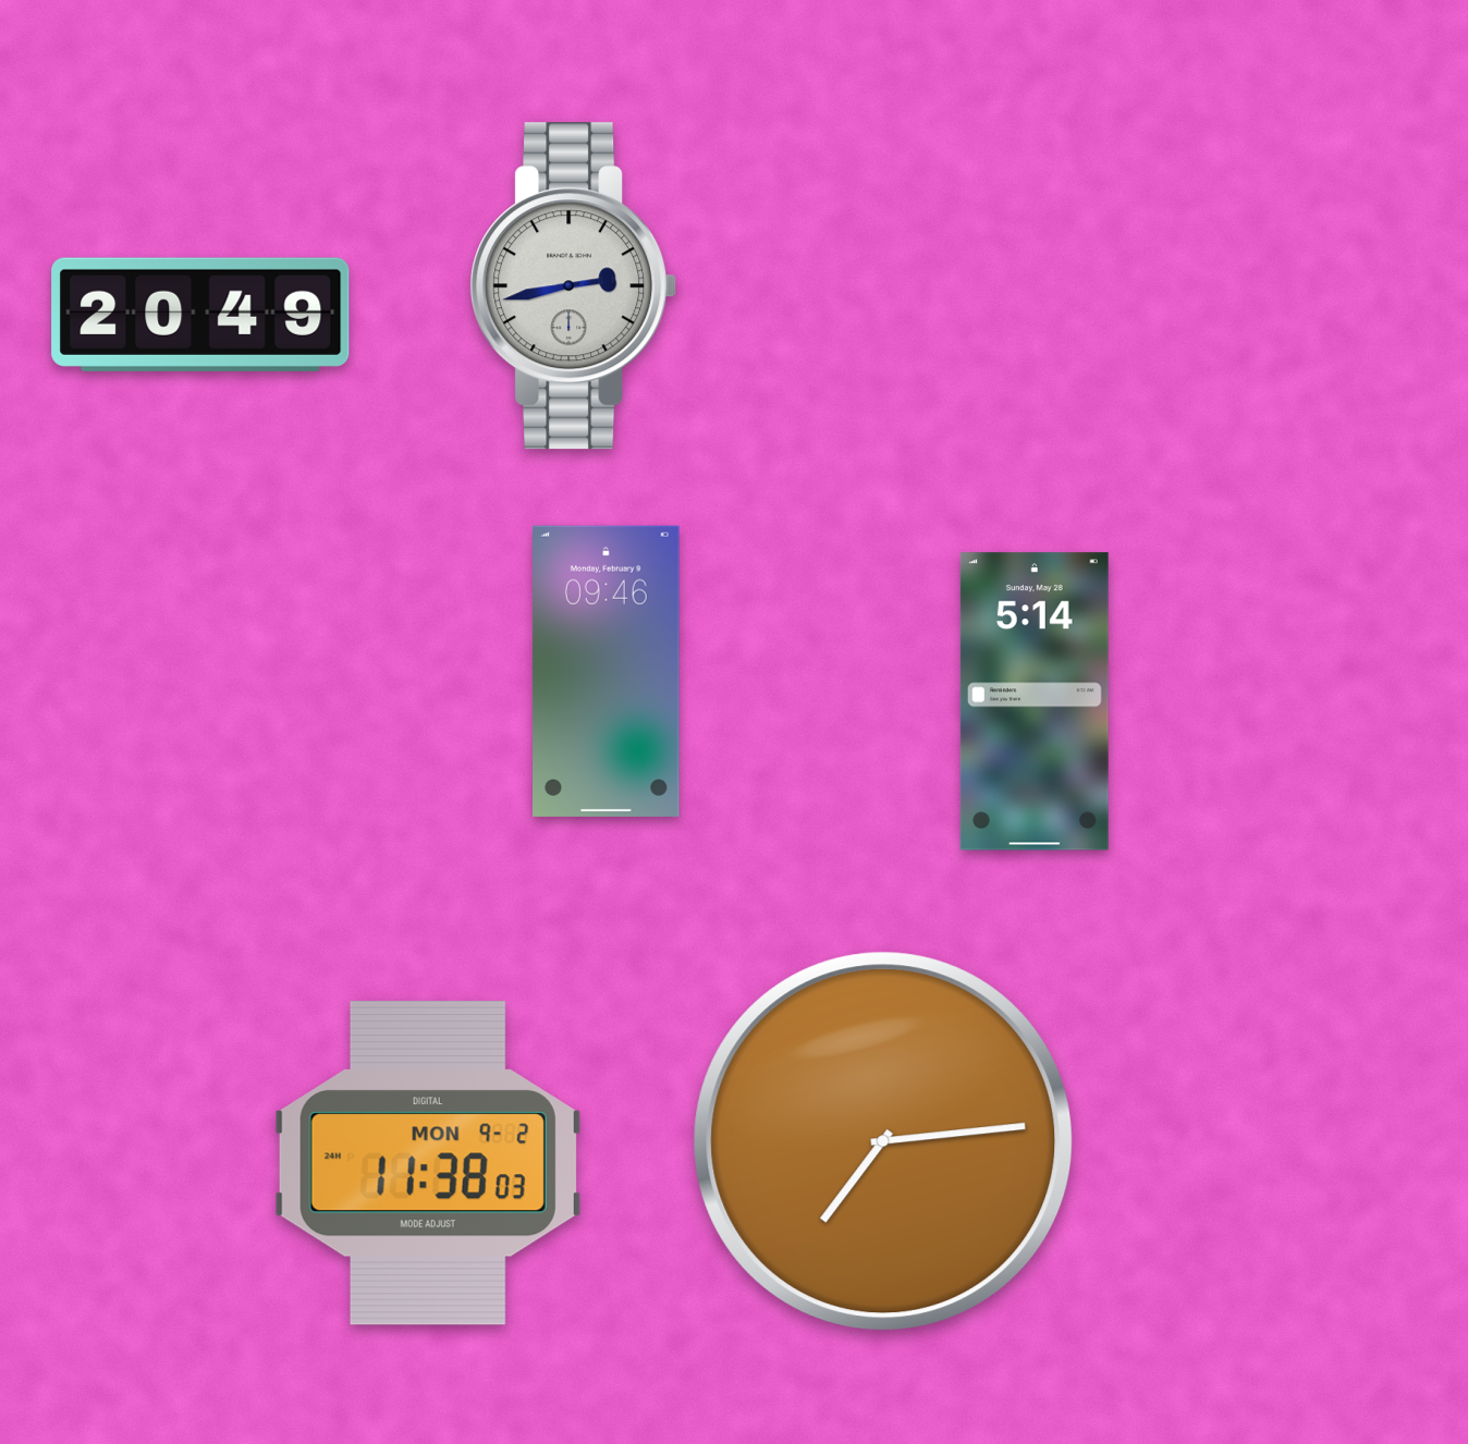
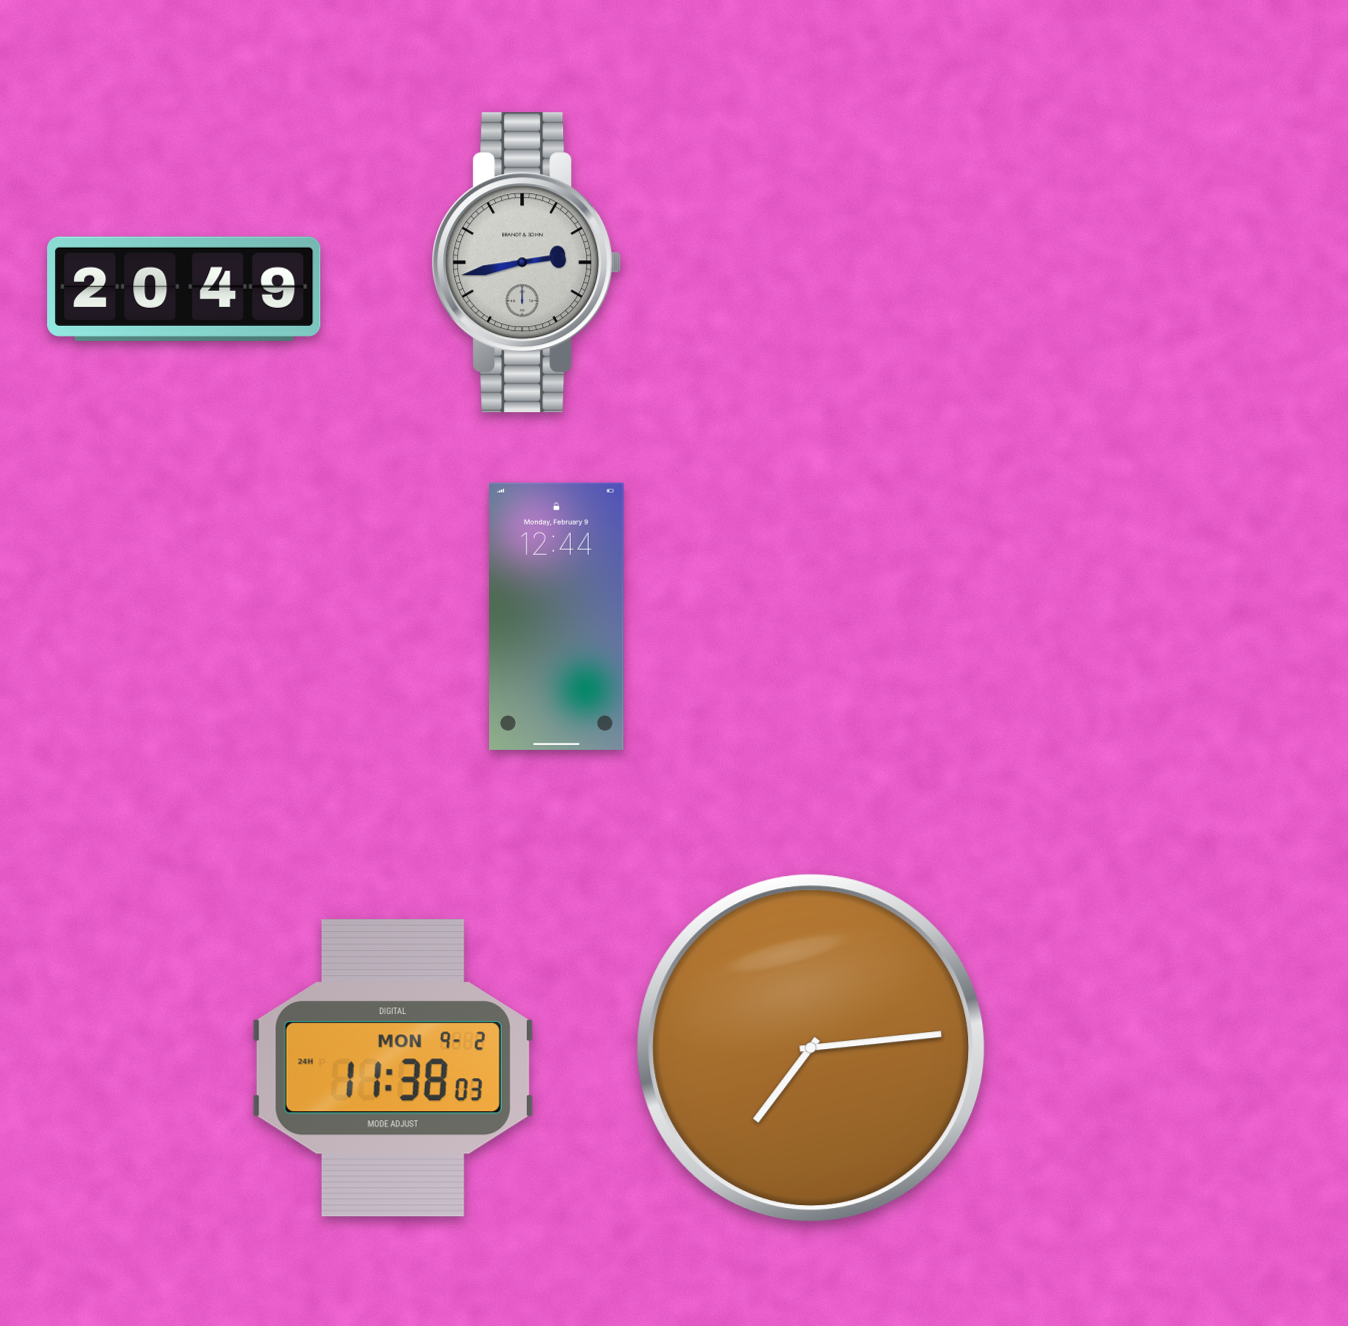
clock at (607, 671): 09:46 -> 12:44
clock at (1035, 701): 5:14 -> none
